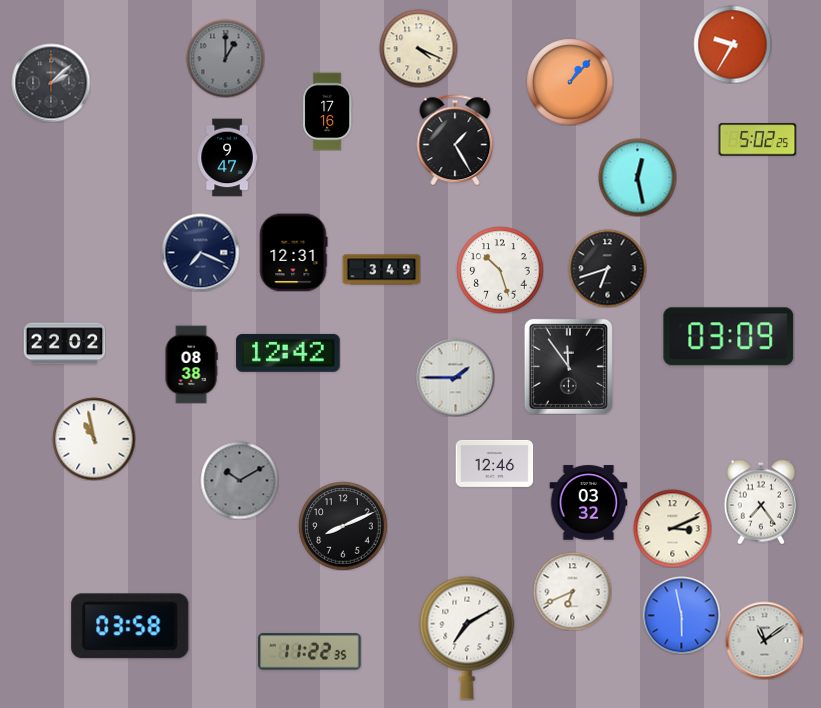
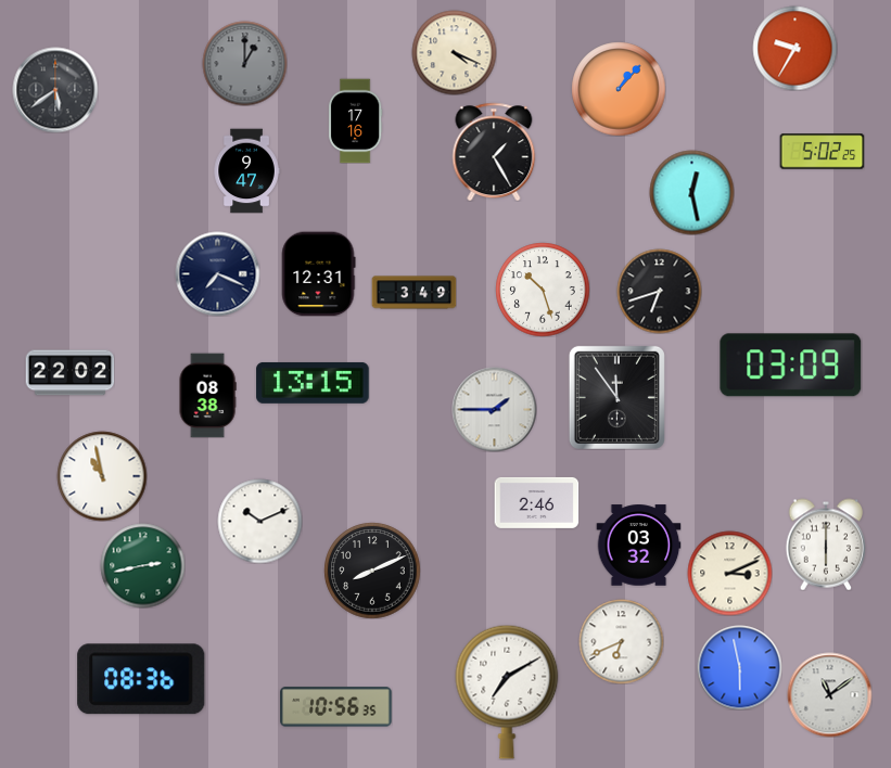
clock at (51, 83): 2:08 -> 5:39
clock at (500, 270) position: (500, 270) -> (543, 290)
clock at (288, 353): 12:42 -> 13:15
clock at (494, 463): 12:46 -> 2:46
clock at (239, 480): 10:10 -> 10:11
clock at (239, 480) dial: grey -> white
clock at (760, 502): 7:24 -> 6:00
clock at (142, 565): none -> 2:43
clock at (130, 626): 03:58 -> 08:36
clock at (310, 652): 11:22 -> 10:56
